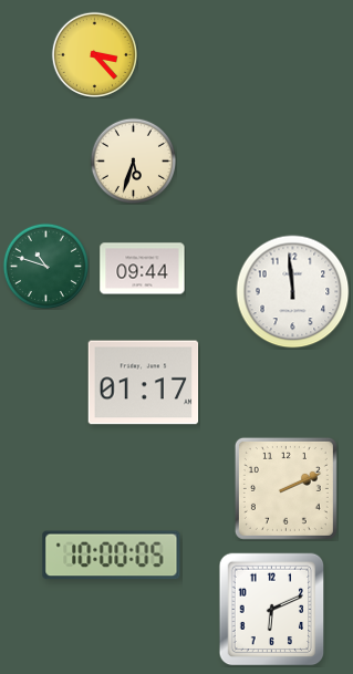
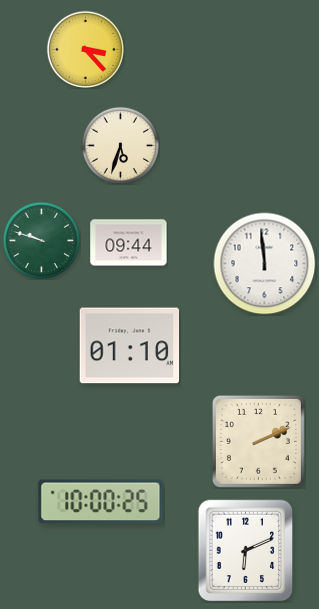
clock at (45, 266): 10:48 -> 9:48
clock at (144, 383): 01:17 -> 01:10
clock at (112, 556): 10:00:05 -> 10:00:25
